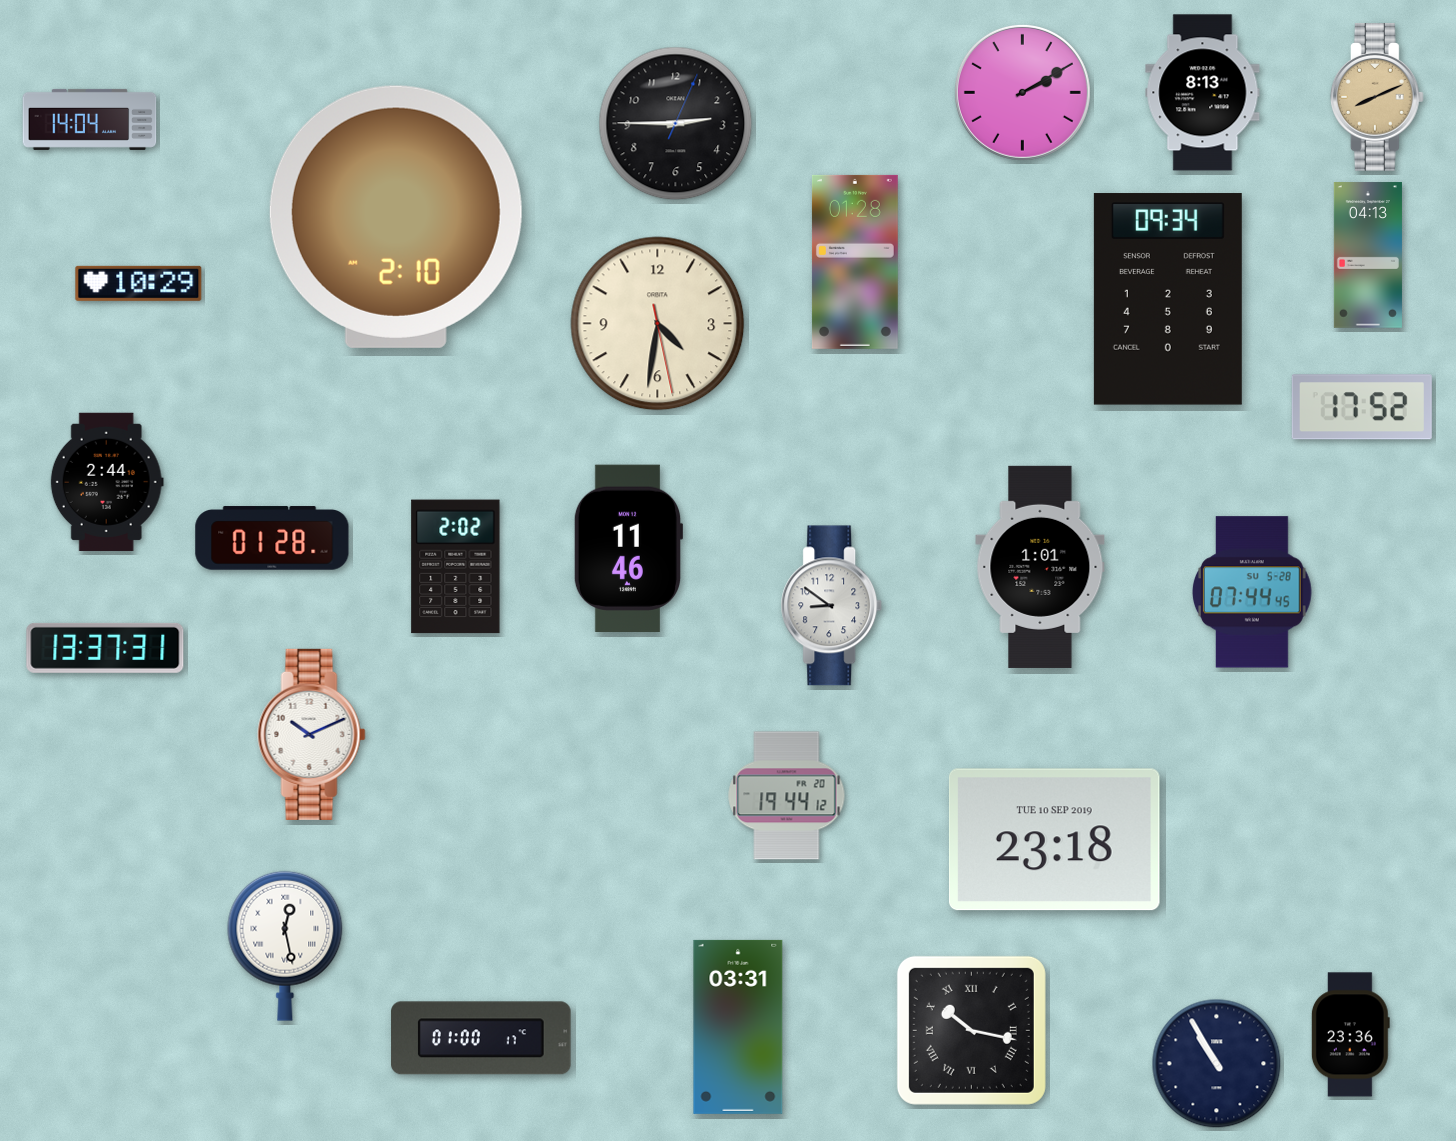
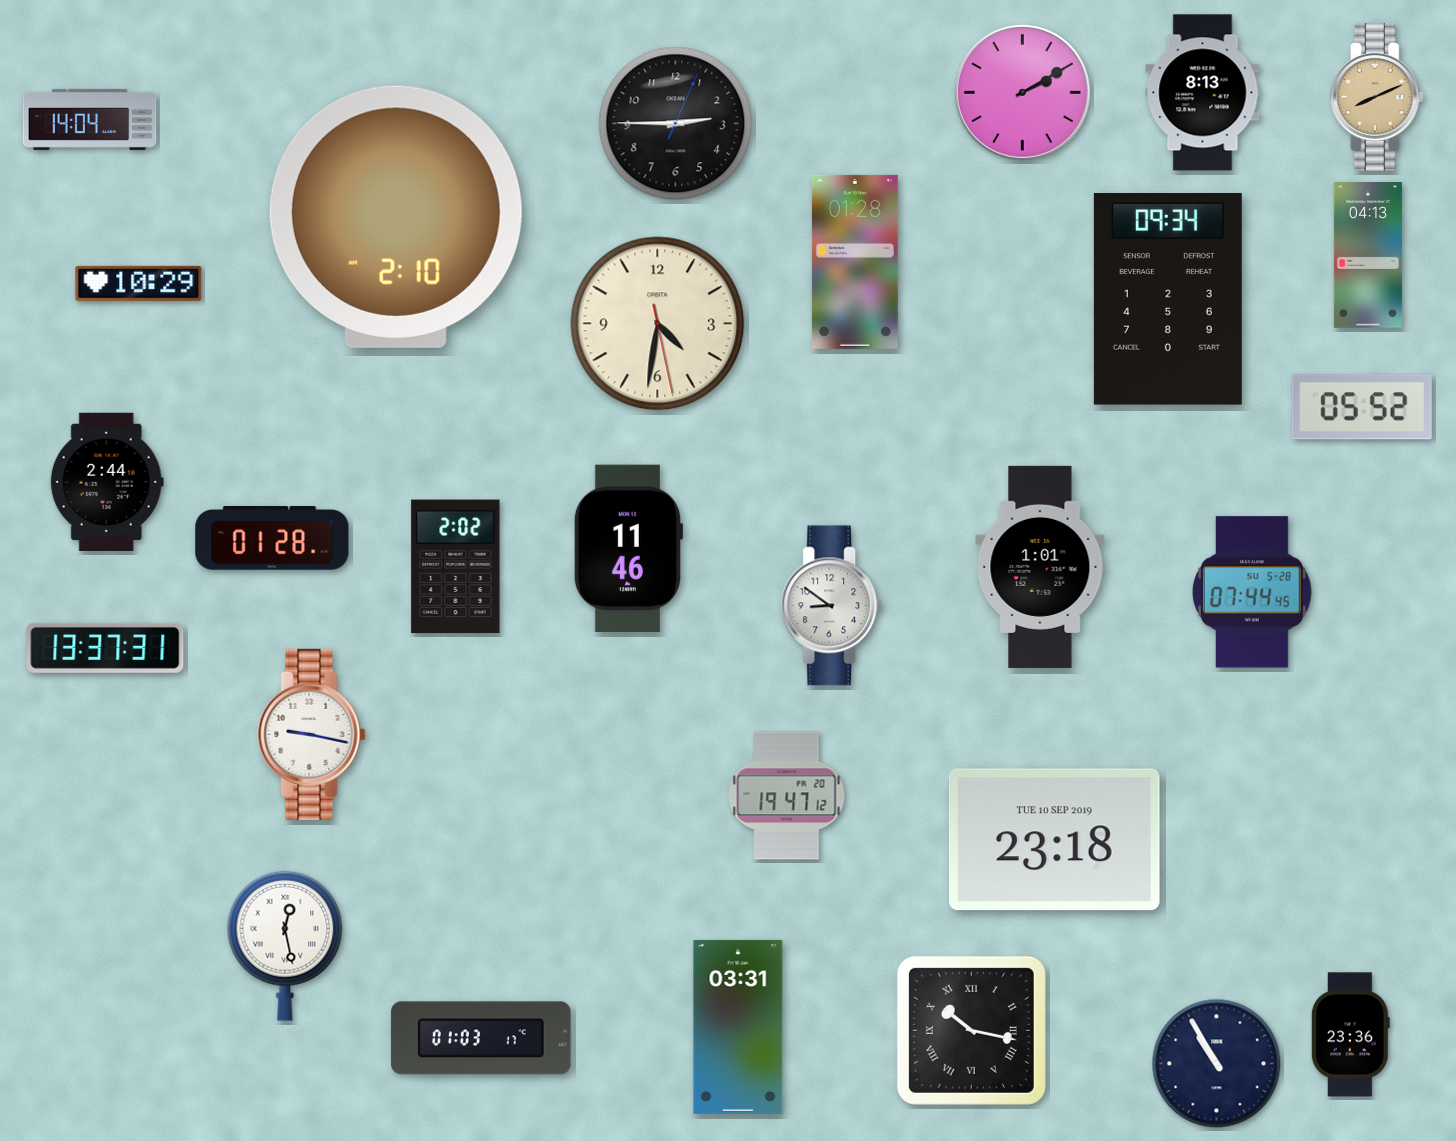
clock at (1362, 407): 17:52 -> 05:52
clock at (312, 734): 10:11 -> 9:17
clock at (787, 796): 19:44 -> 19:47
clock at (481, 1038): 01:00 -> 01:03
